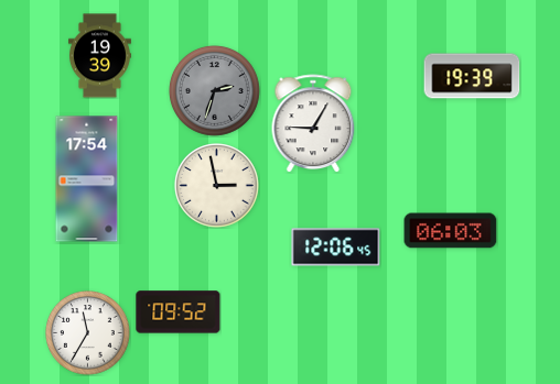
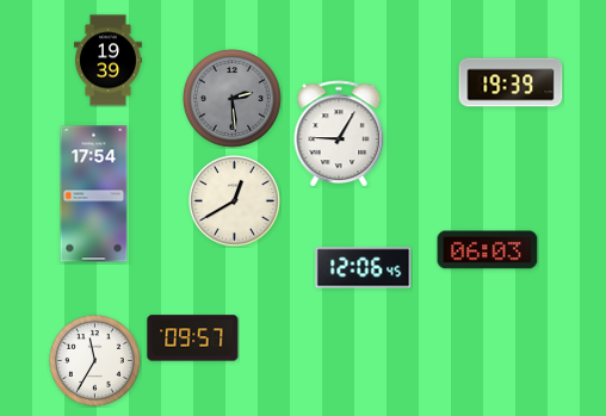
clock at (214, 90): 2:33 -> 2:29
clock at (217, 186): 2:58 -> 12:40
clock at (179, 312): 09:52 -> 09:57
